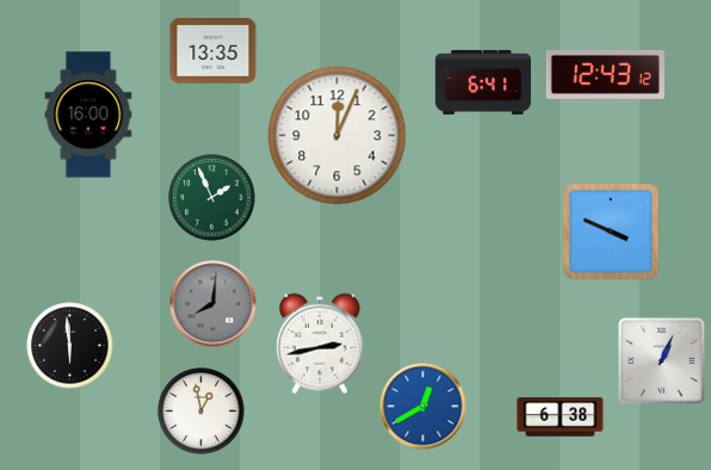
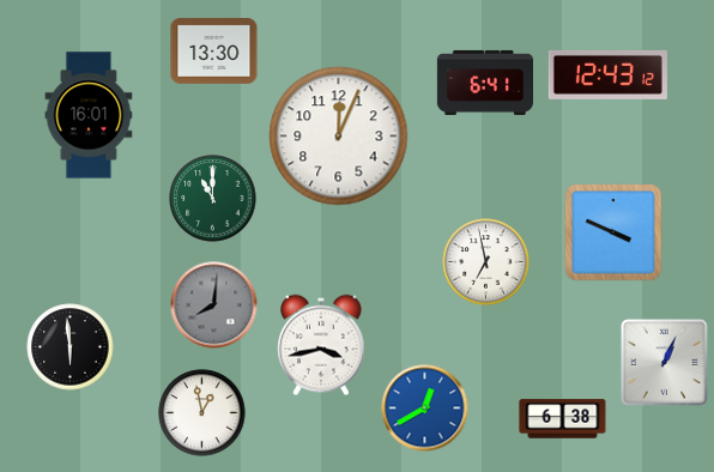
clock at (214, 51): 13:35 -> 13:30
clock at (88, 115): 16:00 -> 16:01
clock at (212, 198): 1:56 -> 11:00
clock at (486, 262): none -> 6:58
clock at (320, 344): 2:43 -> 3:43
